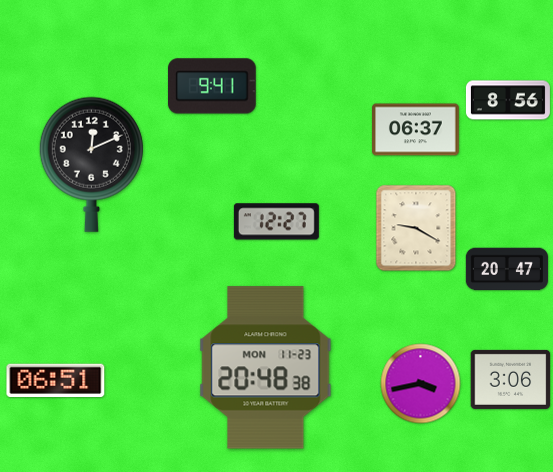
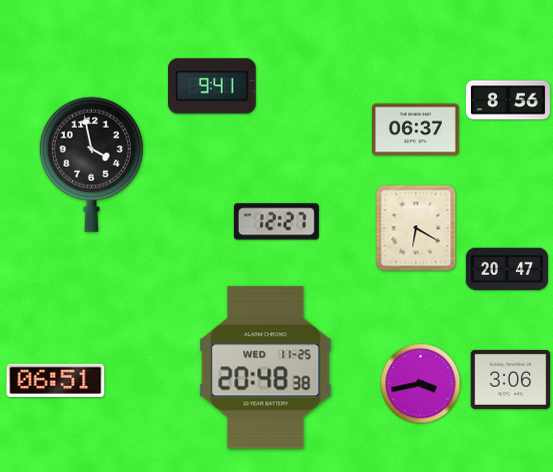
clock at (91, 164): 12:11 -> 3:58
clock at (416, 228): 9:20 -> 6:20
clock at (266, 368) date: MON 11-23 -> WED 11-25
